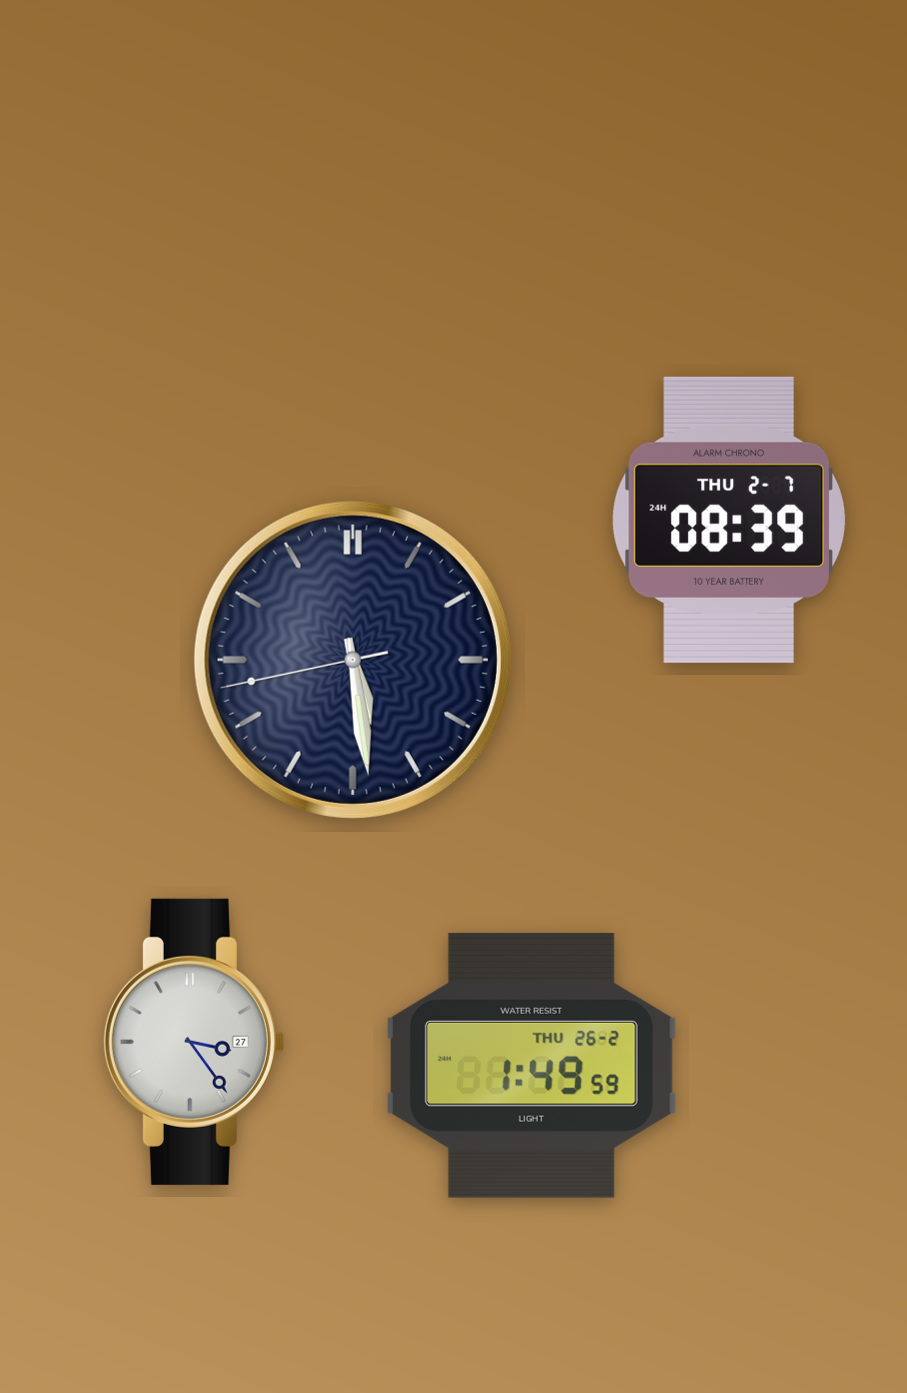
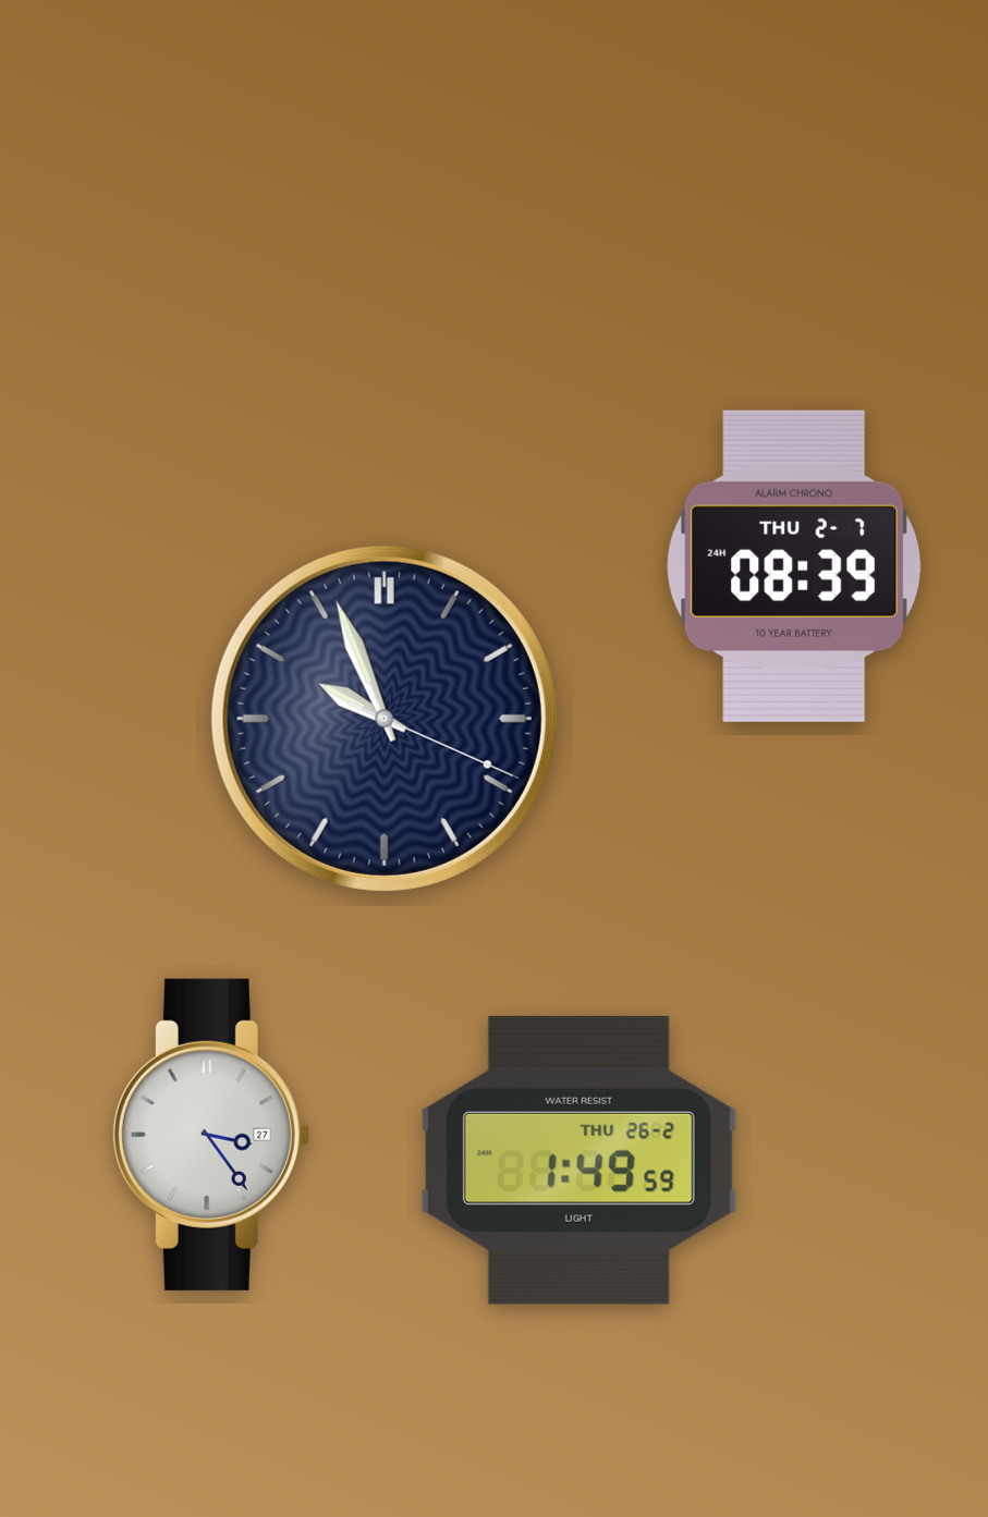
clock at (353, 660): 5:28 -> 9:56
